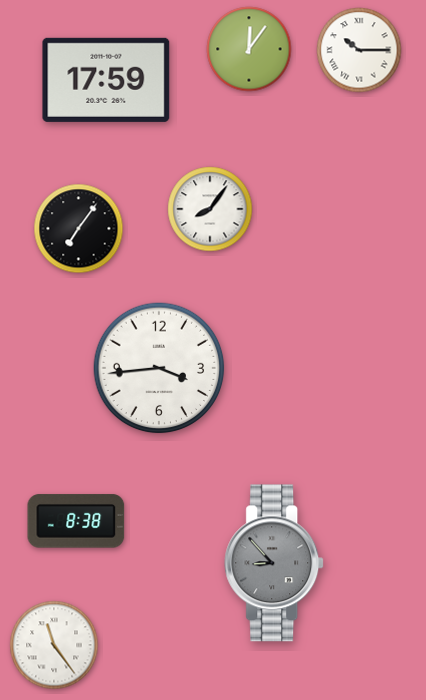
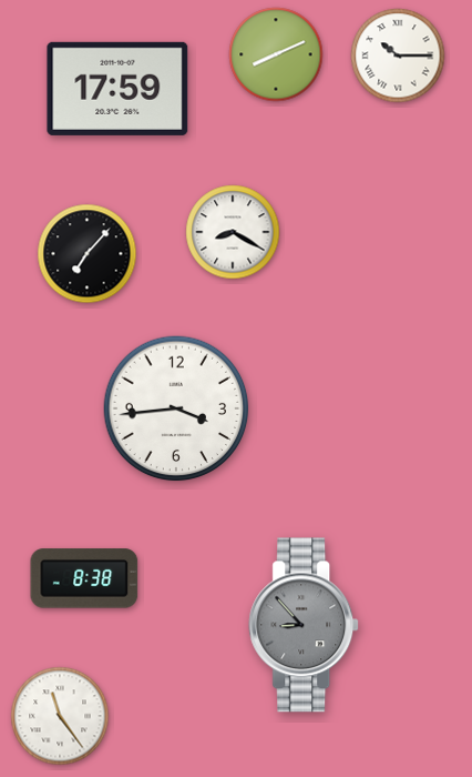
clock at (249, 49): 12:06 -> 8:11
clock at (210, 209): 8:06 -> 8:20
clock at (79, 229): 7:06 -> 7:07
